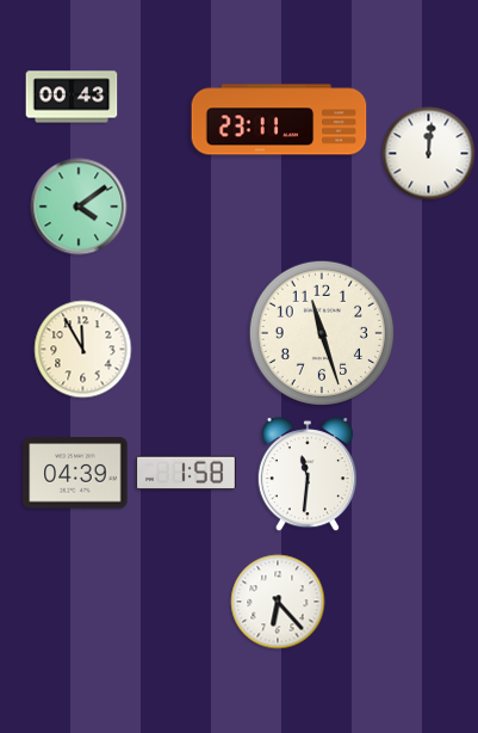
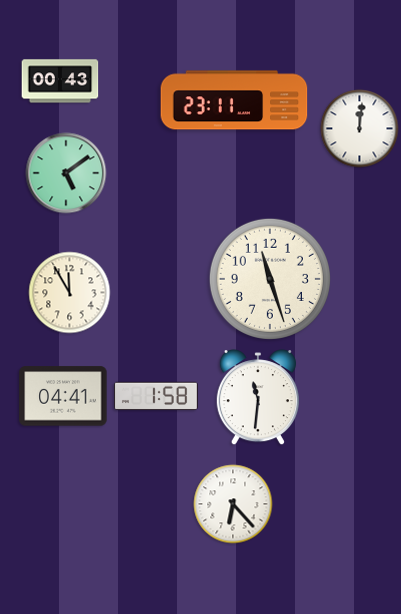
clock at (79, 207): 4:09 -> 5:09
clock at (75, 473): 04:39 -> 04:41
